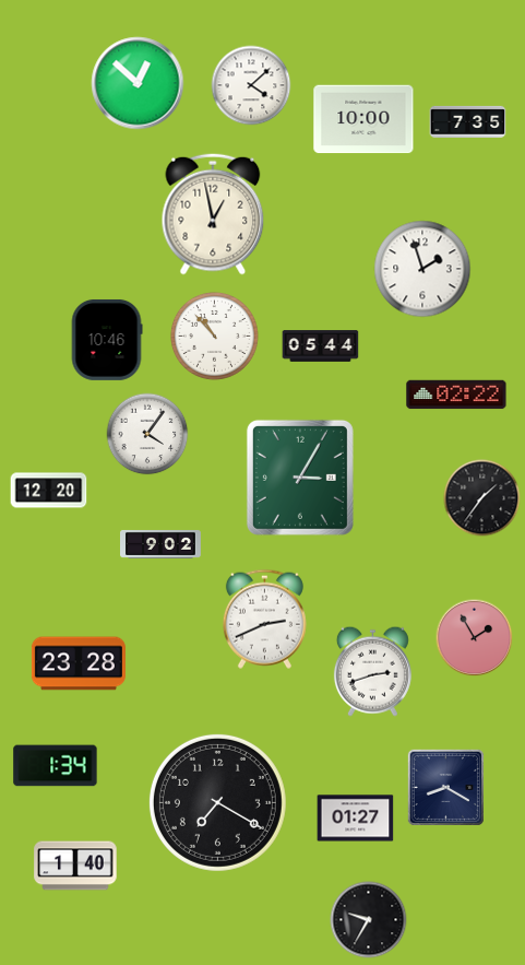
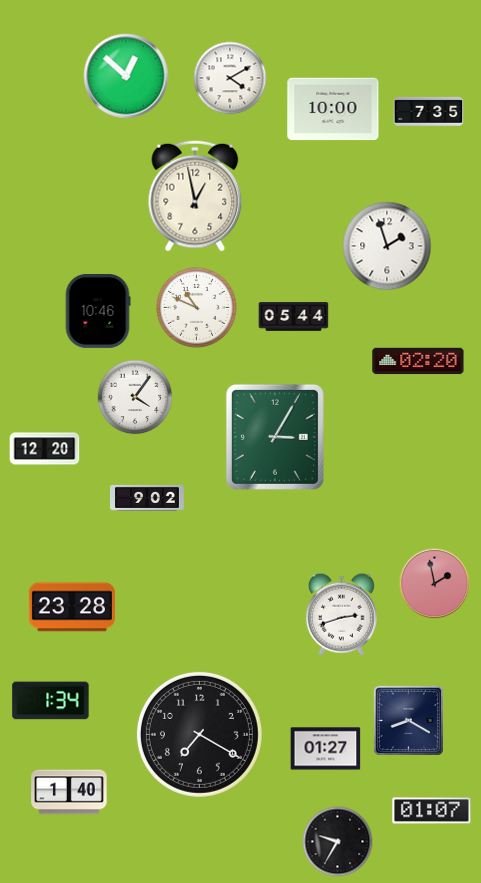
clock at (251, 85): 4:08 -> 4:10
clock at (214, 336): 10:53 -> 10:49
clock at (456, 395): 02:22 -> 02:20
clock at (482, 498): 1:36 -> none
clock at (264, 619): 2:41 -> none
clock at (475, 638): 1:55 -> 1:58
clock at (432, 811): none -> 01:07
